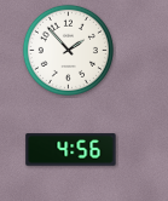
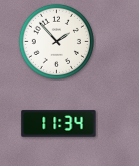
clock at (71, 150): 4:56 -> 11:34
